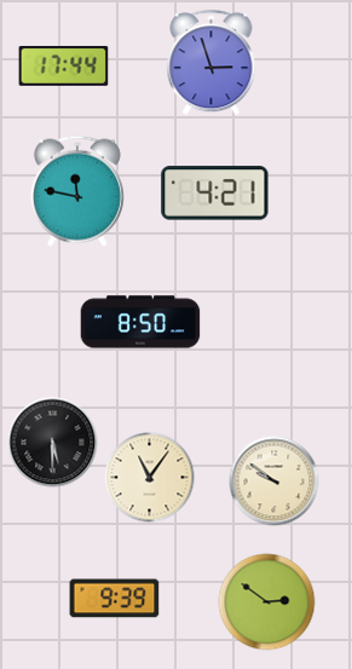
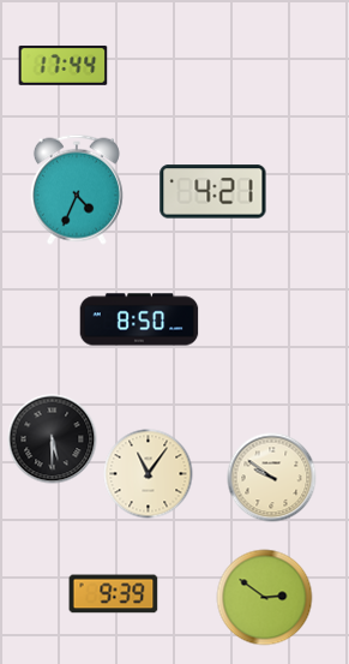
clock at (212, 63): 2:57 -> none
clock at (77, 191): 11:47 -> 4:34
